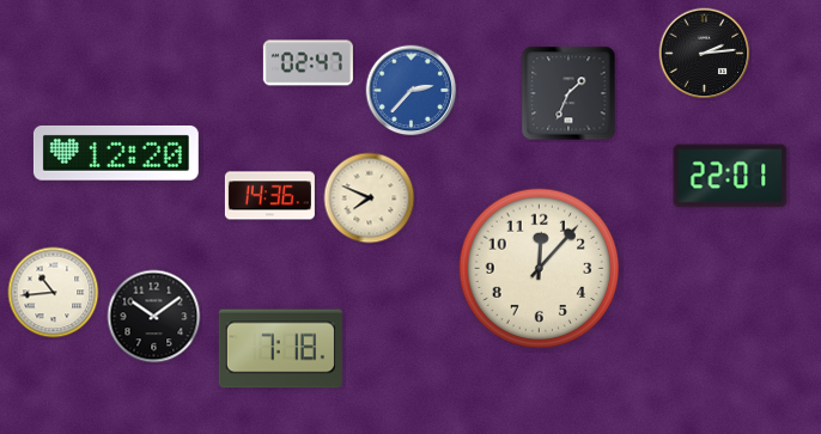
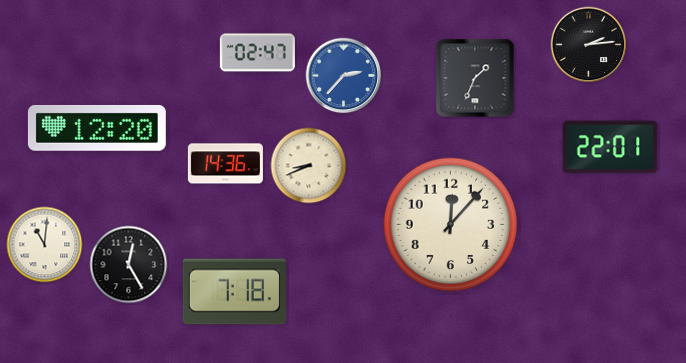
clock at (370, 198): 7:49 -> 8:41
clock at (54, 293): 10:44 -> 11:01
clock at (154, 317): 10:09 -> 12:25
